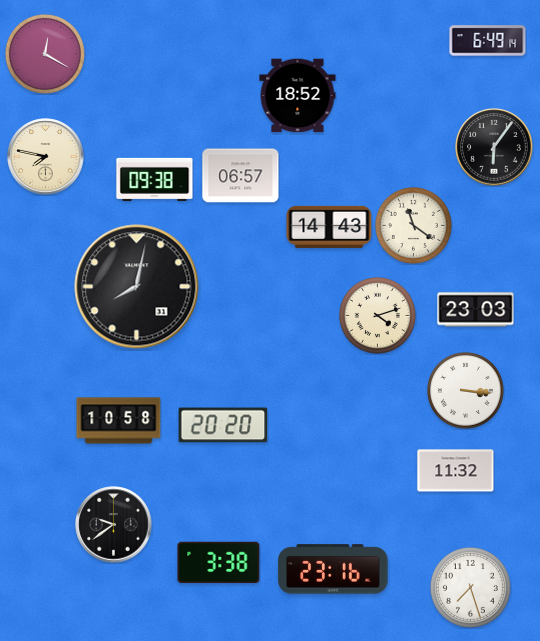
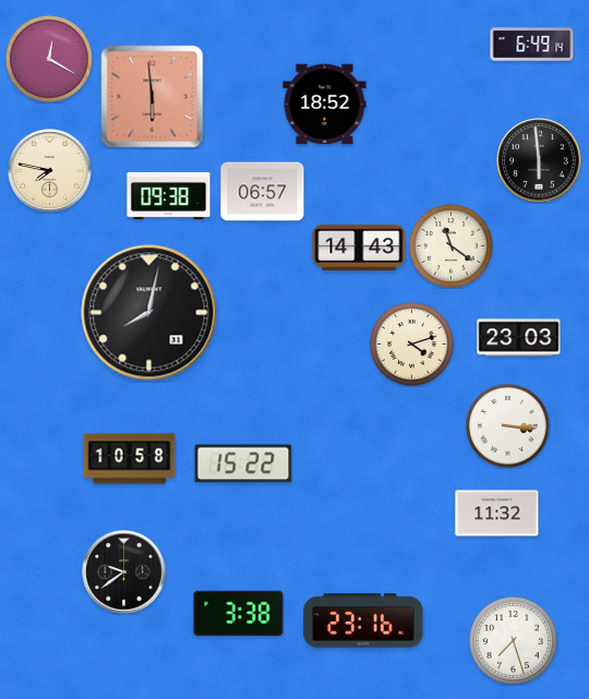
clock at (153, 97): none -> 5:59
clock at (494, 147): 6:06 -> 5:59
clock at (223, 425): 20:20 -> 15:22
